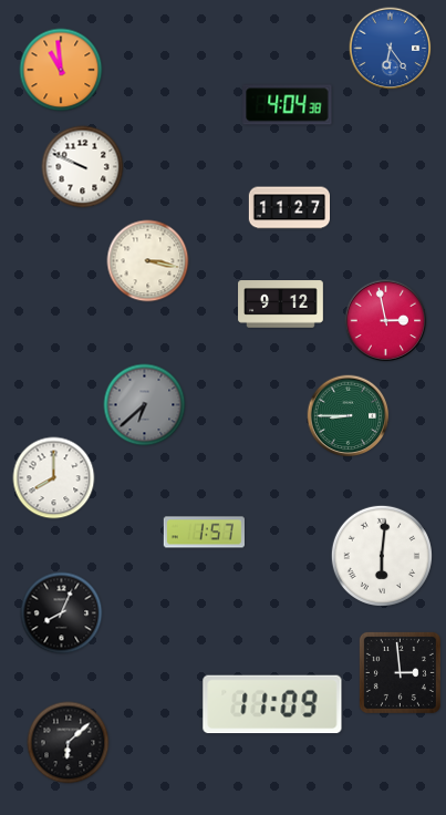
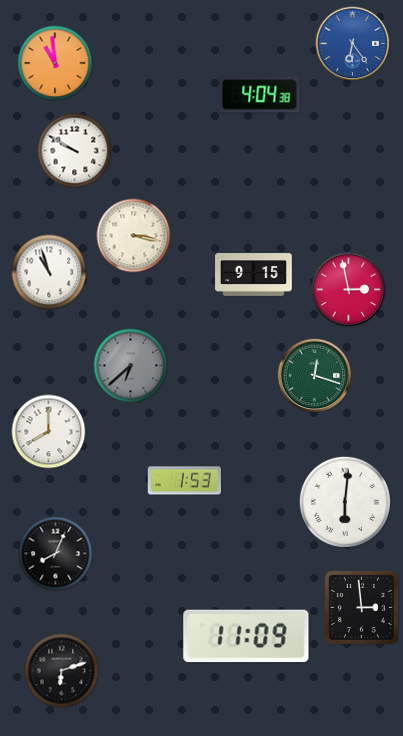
clock at (83, 167): 9:49 -> 9:50
clock at (289, 208): 11:27 -> none
clock at (49, 272): none -> 10:57
clock at (281, 305): 9:12 -> 9:15
clock at (349, 416): 8:45 -> 12:18
clock at (204, 533): 1:57 -> 1:53
clock at (69, 743): 6:08 -> 6:12
